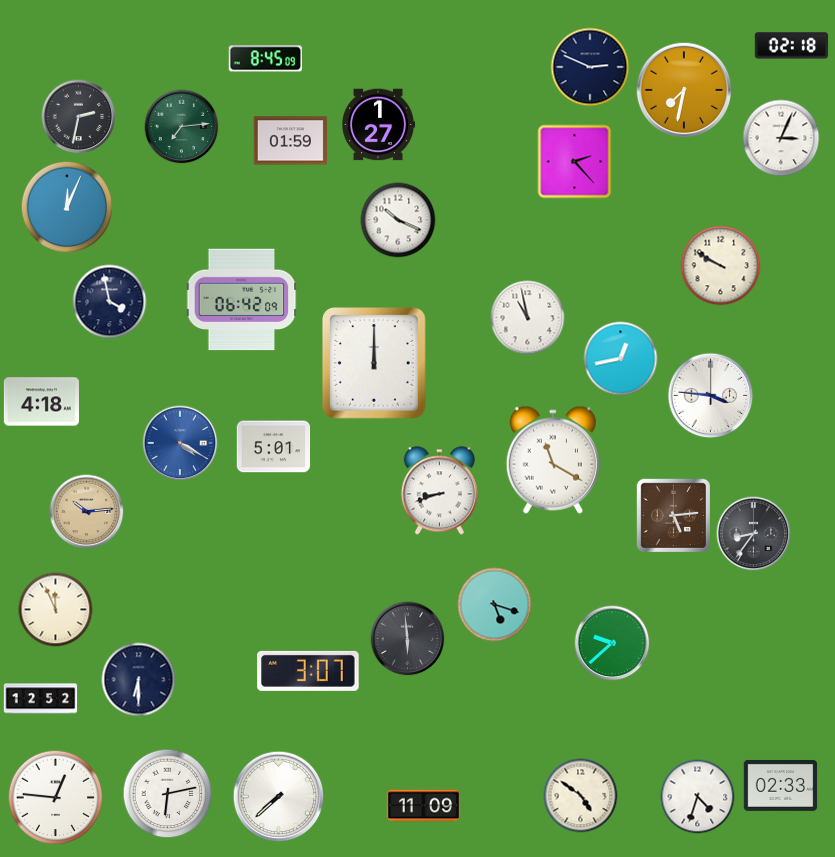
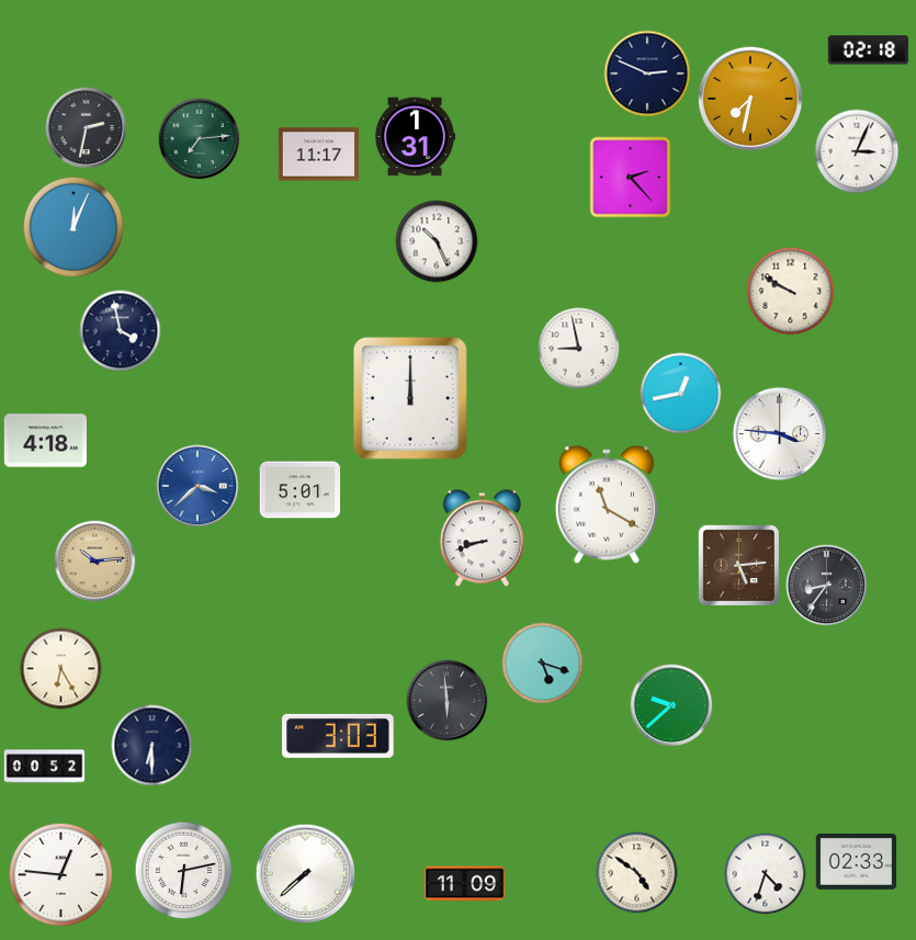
clock at (266, 59): 8:45 -> none
clock at (378, 125): 1:27 -> 1:31
clock at (291, 141): 01:59 -> 11:17
clock at (398, 220): 10:19 -> 10:26
clock at (242, 300): 06:42 -> none
clock at (528, 318): 10:58 -> 8:58
clock at (180, 443): 4:20 -> 3:38
clock at (56, 610): 11:56 -> 6:25
clock at (308, 671): 3:07 -> 3:03
clock at (41, 699): 12:52 -> 00:52
